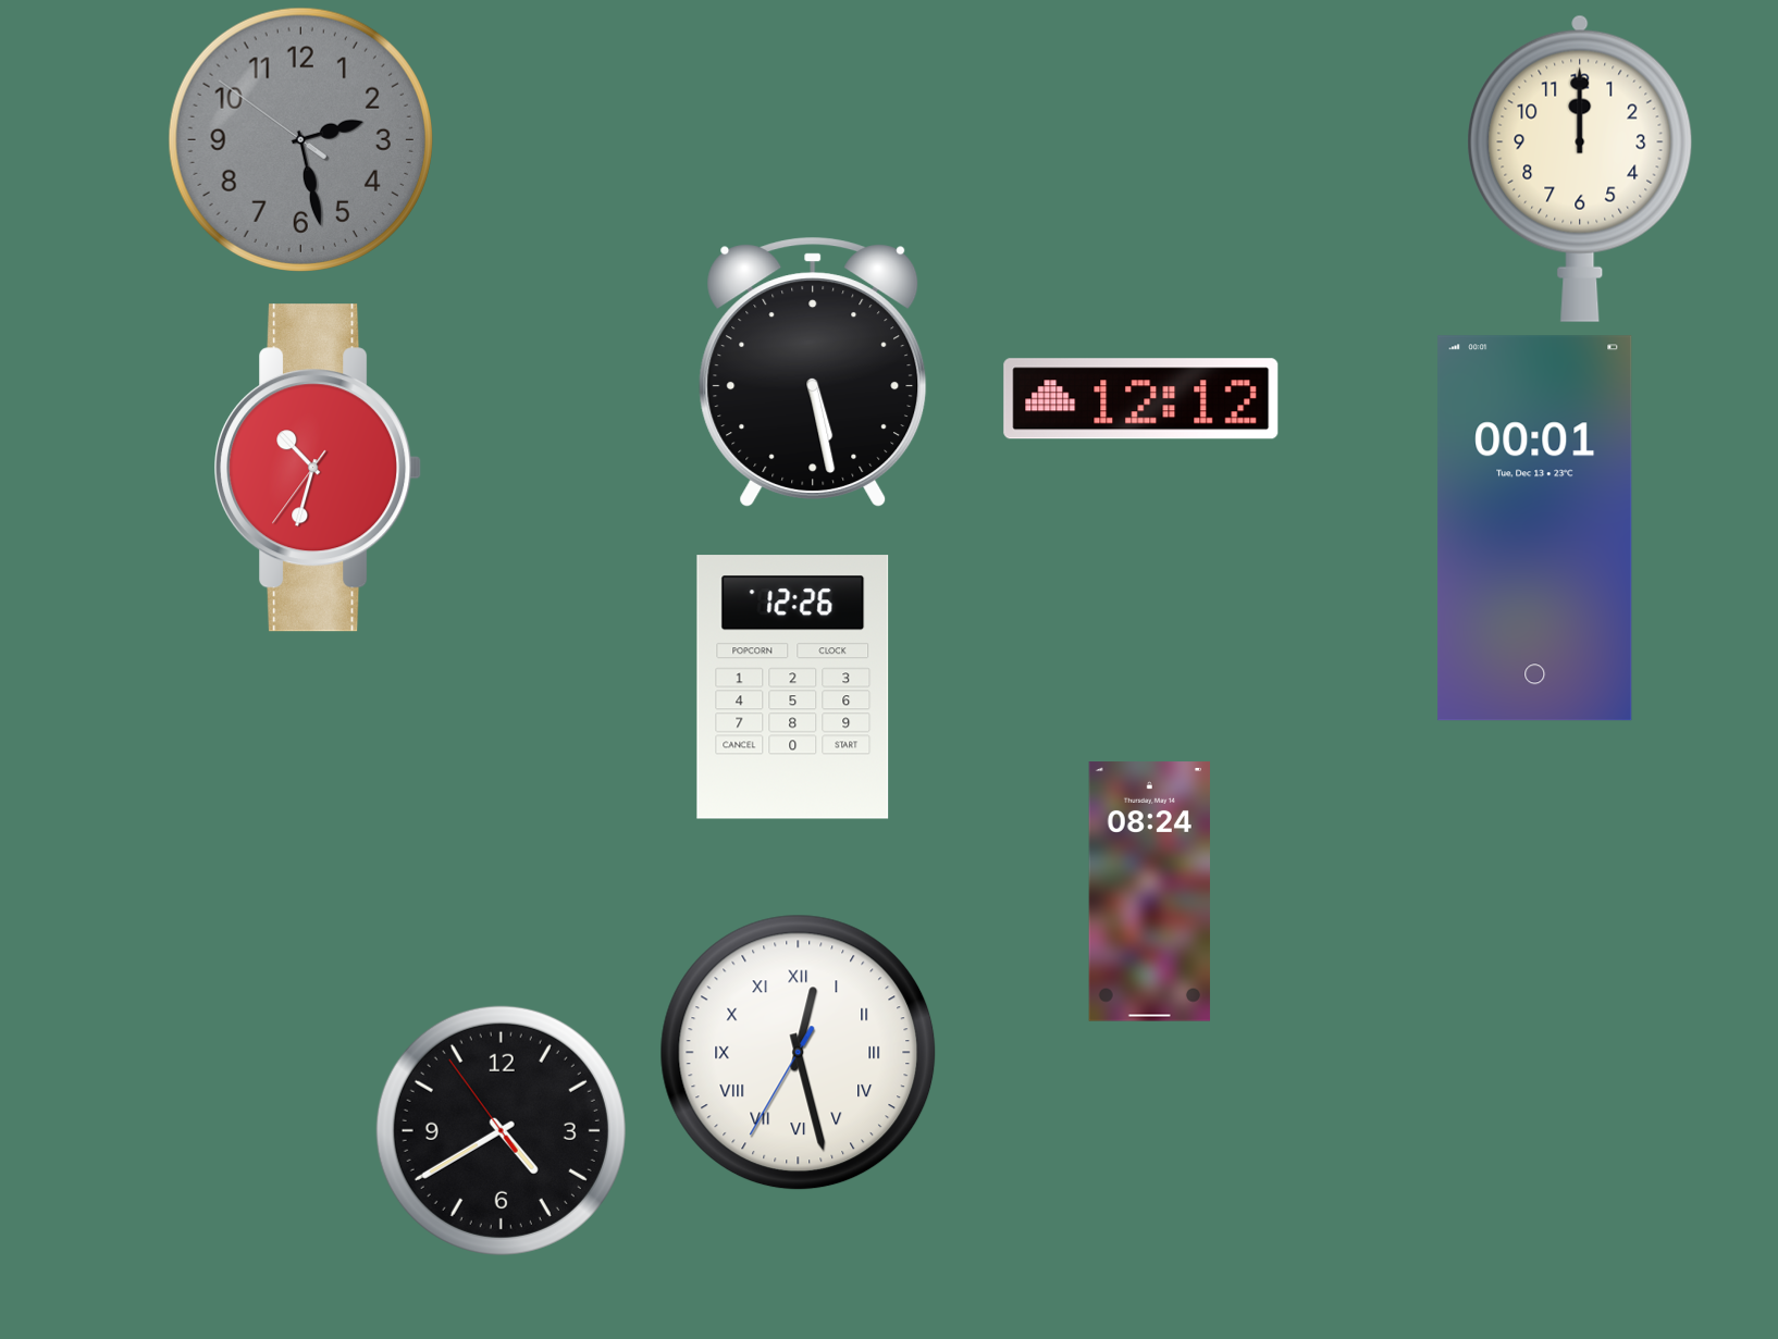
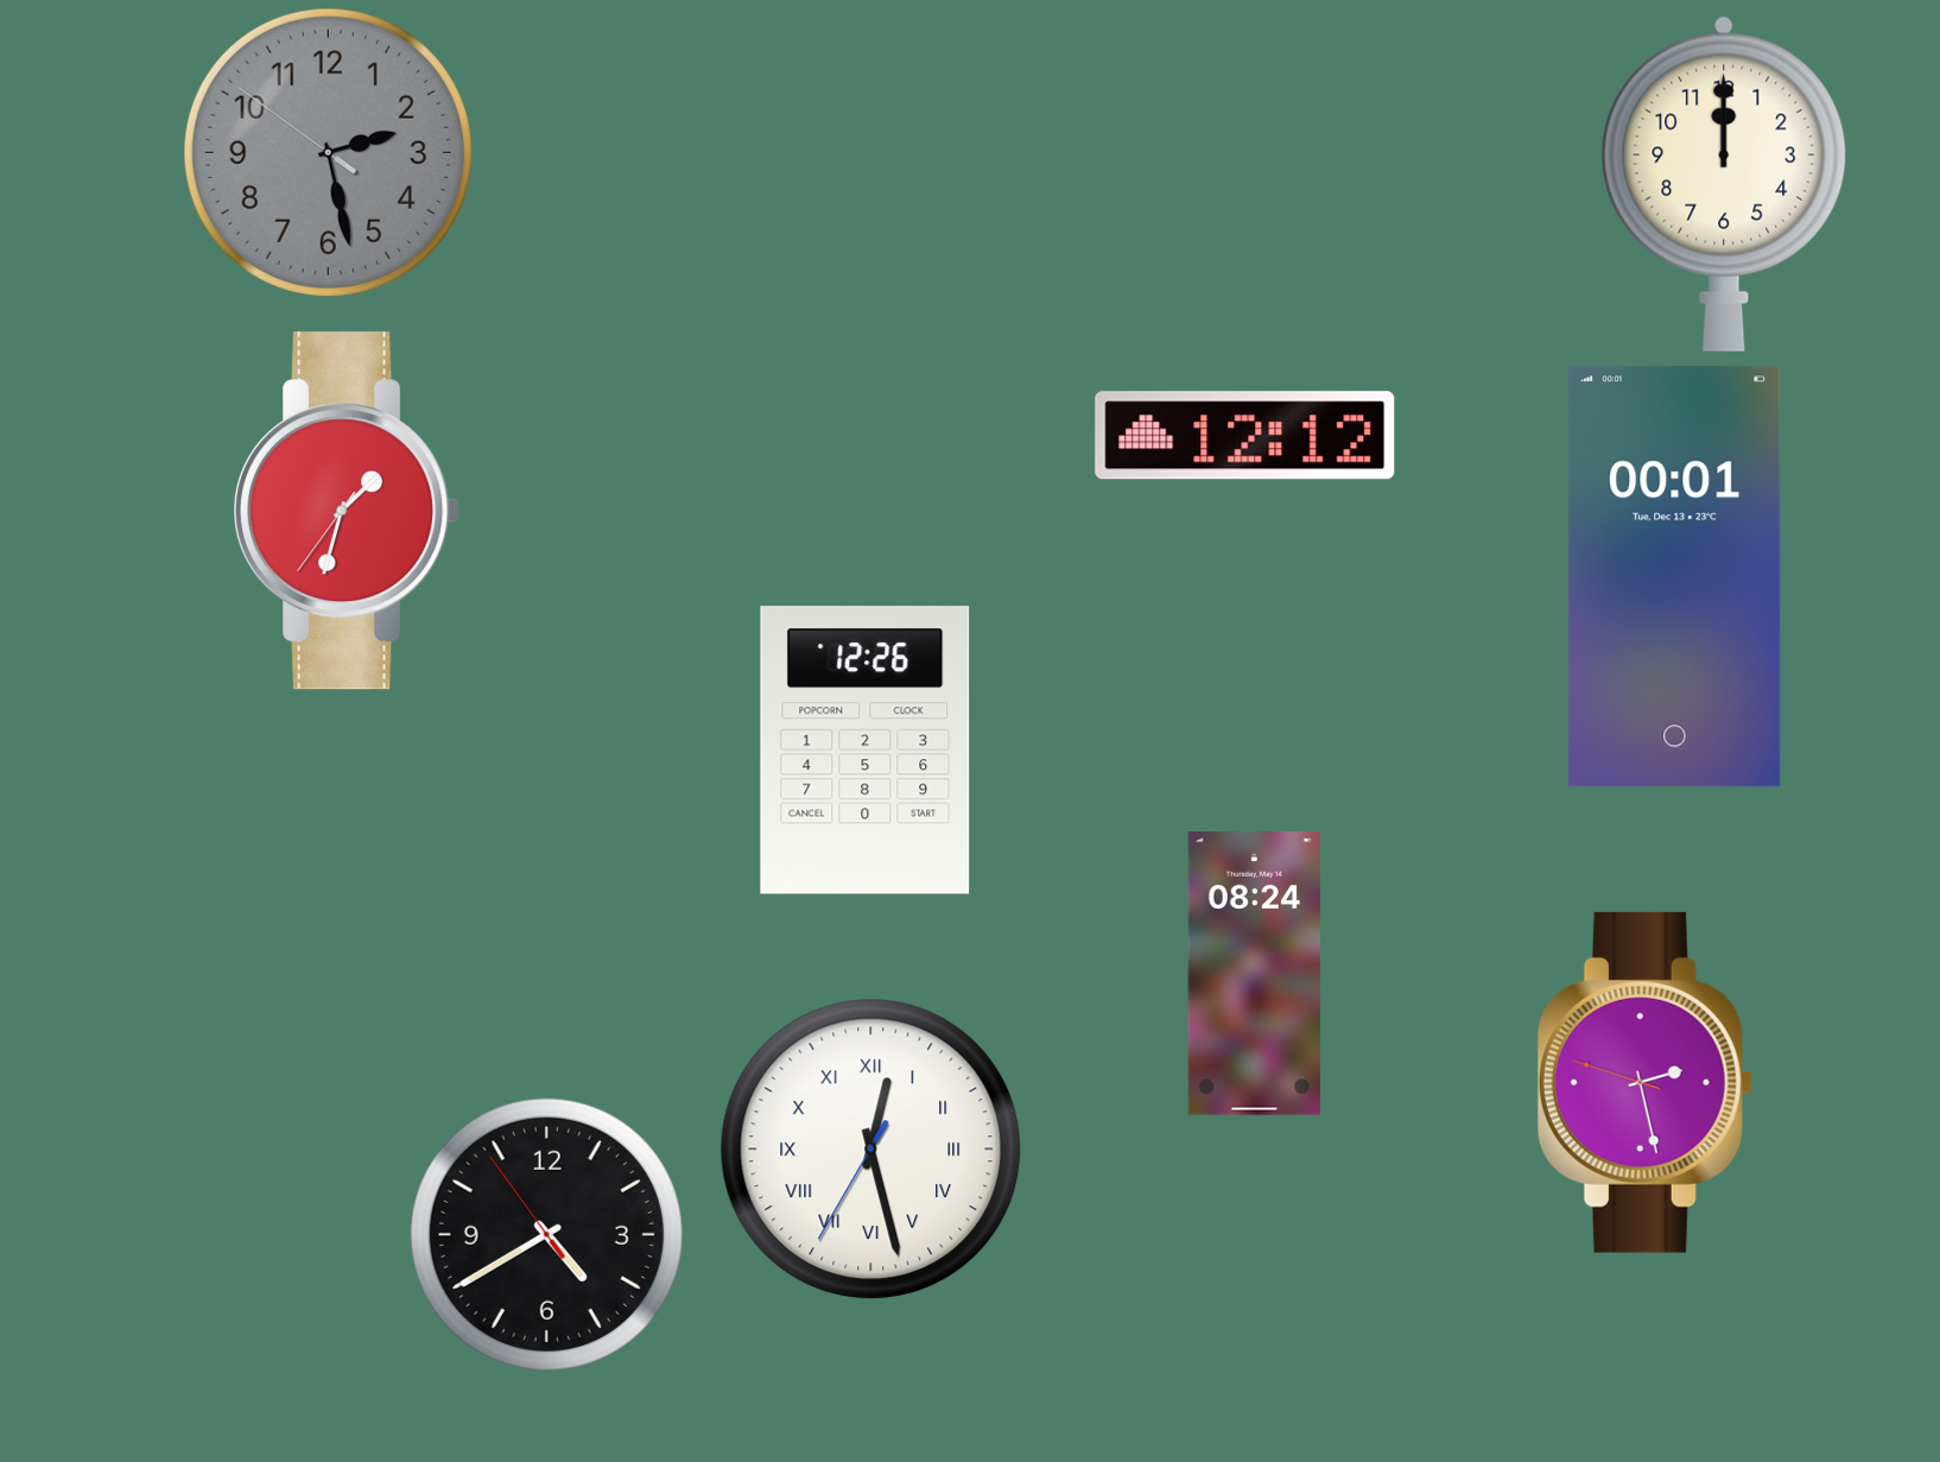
clock at (813, 371): 5:28 -> none
clock at (318, 468): 10:32 -> 1:32
clock at (1644, 1082): none -> 2:27
